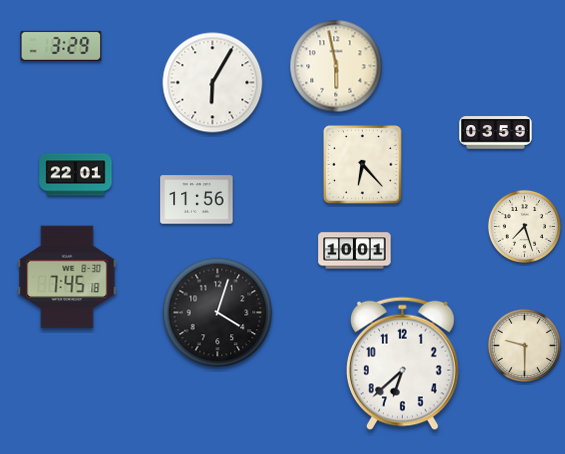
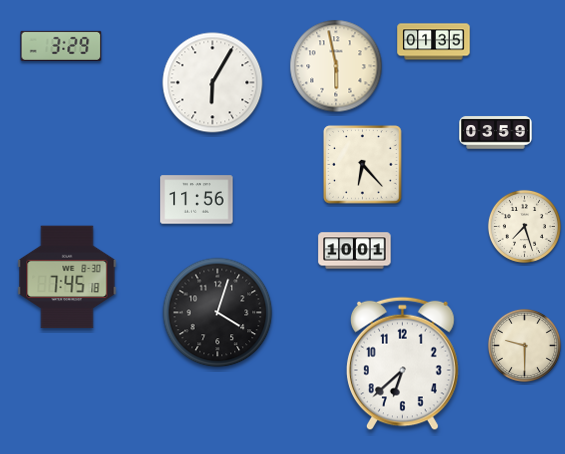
clock at (434, 42): none -> 01:35
clock at (76, 175): 22:01 -> none
